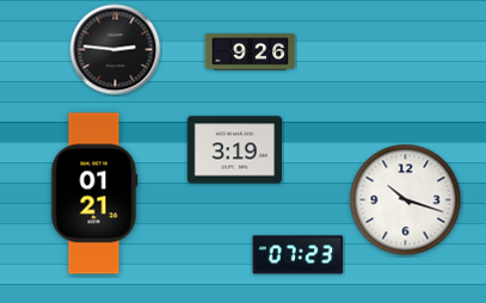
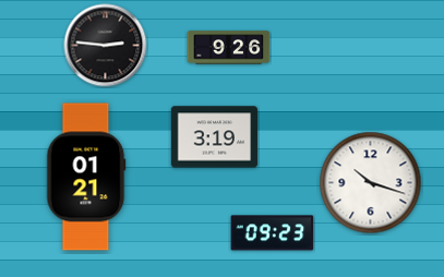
clock at (299, 255): 07:23 -> 09:23
